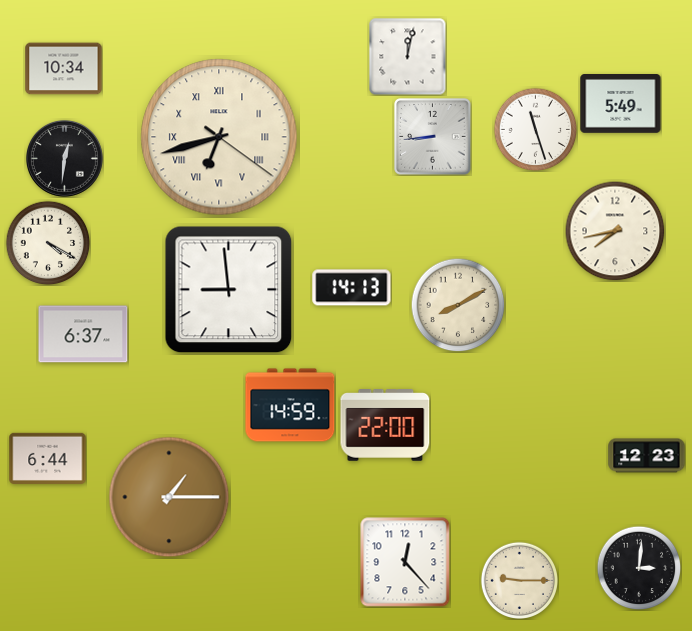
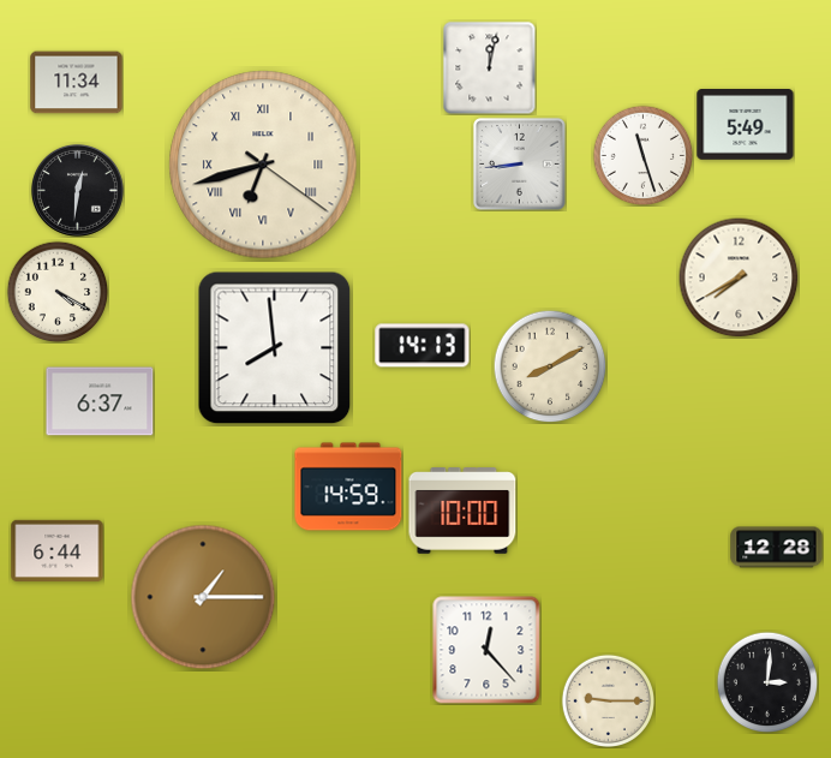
clock at (64, 69): 10:34 -> 11:34
clock at (615, 231): 7:43 -> 7:40
clock at (229, 290): 8:59 -> 7:59
clock at (385, 425): 22:00 -> 10:00
clock at (647, 456): 12:23 -> 12:28
clock at (405, 562) position: (405, 562) -> (486, 650)
clock at (519, 580) position: (519, 580) -> (608, 700)
